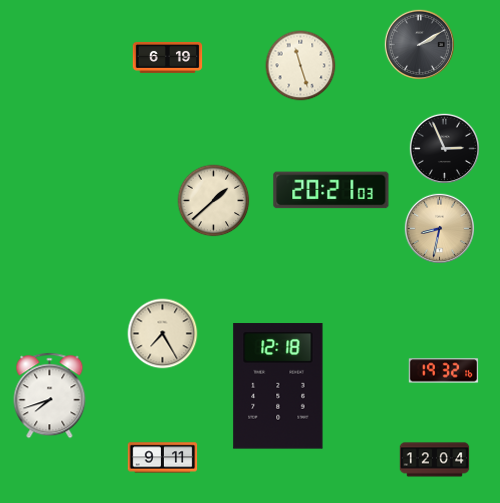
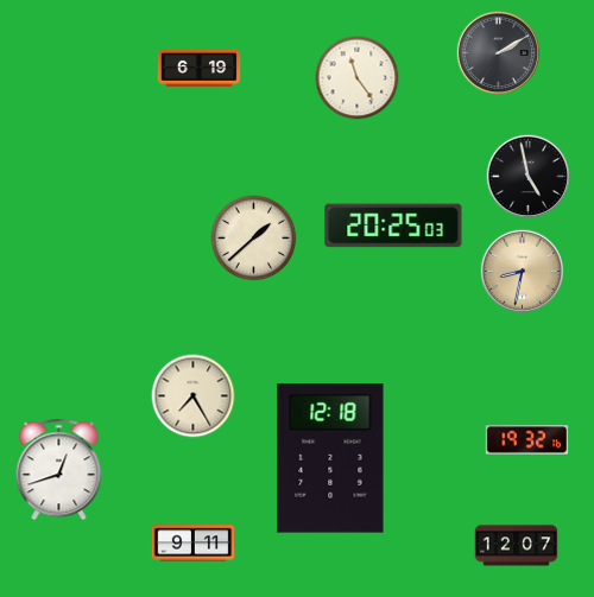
clock at (301, 66): 11:27 -> 11:24
clock at (444, 148): 2:56 -> 4:58
clock at (331, 190): 20:21 -> 20:25
clock at (50, 396): 7:42 -> 12:42
clock at (435, 460): 12:04 -> 12:07
